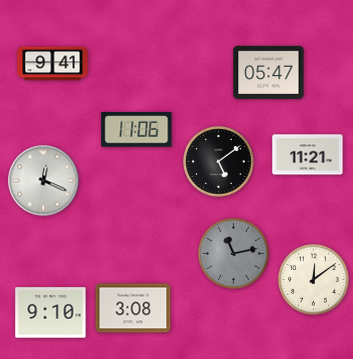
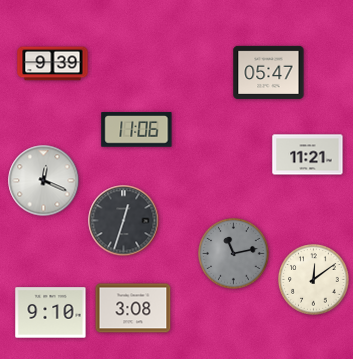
clock at (53, 64): 9:41 -> 9:39
clock at (219, 162): 5:09 -> none
clock at (124, 221): none -> 12:33
